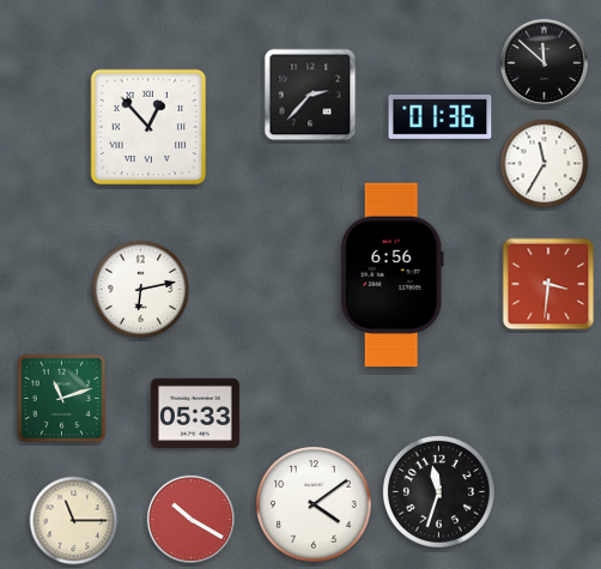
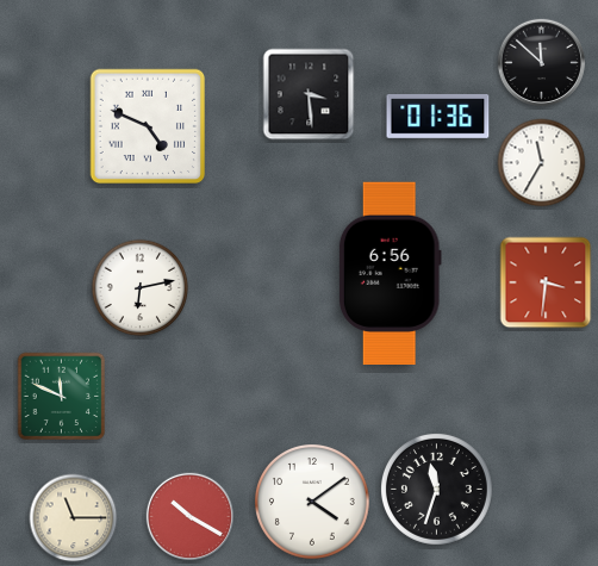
clock at (310, 95): 2:37 -> 3:29
clock at (148, 127): 12:53 -> 4:49
clock at (62, 399): 11:12 -> 11:49
clock at (195, 412): 05:33 -> none
